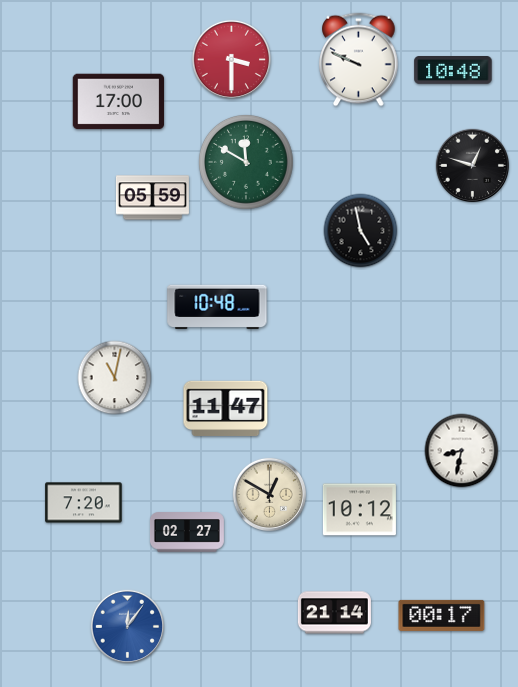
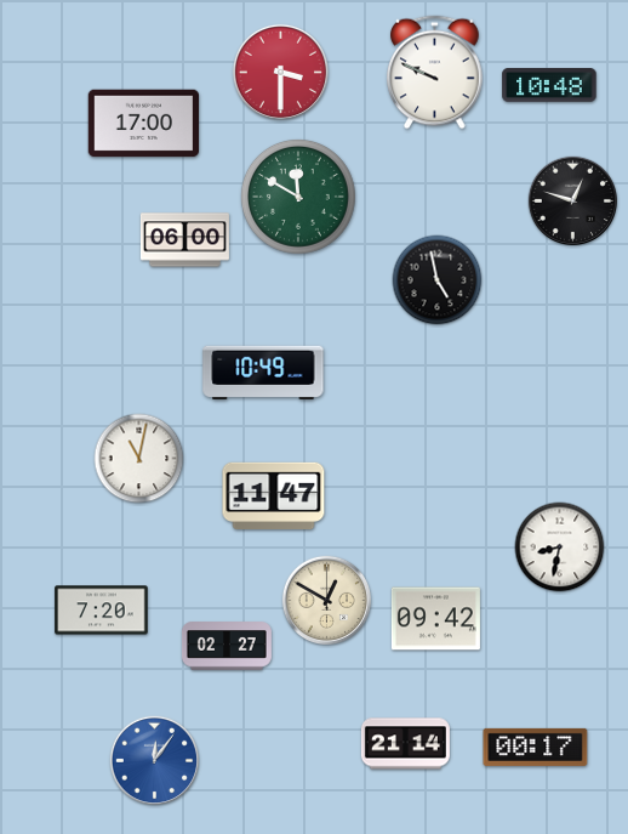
clock at (152, 198): 05:59 -> 06:00
clock at (217, 307): 10:48 -> 10:49
clock at (359, 510): 10:12 -> 09:42
